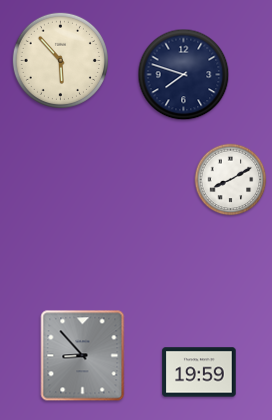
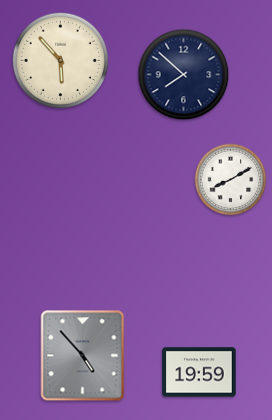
clock at (184, 75): 7:48 -> 7:52
clock at (83, 356): 8:53 -> 4:53
